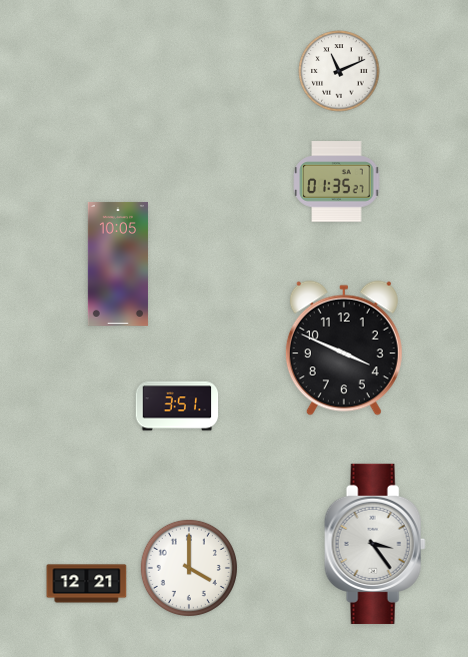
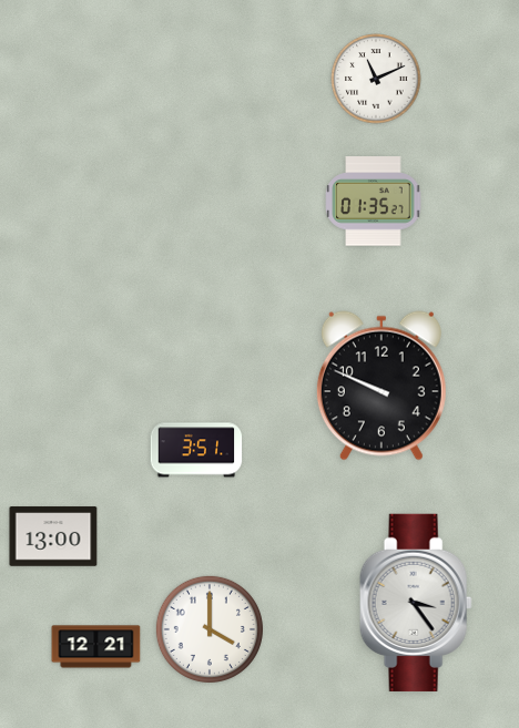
clock at (118, 264): 10:05 -> none
clock at (344, 348): 3:49 -> 9:49
clock at (53, 536): none -> 13:00
